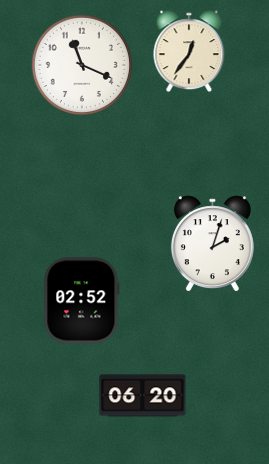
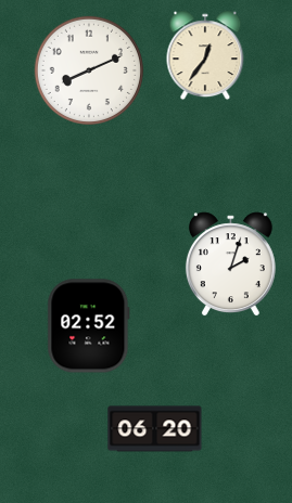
clock at (82, 65): 11:19 -> 8:11
